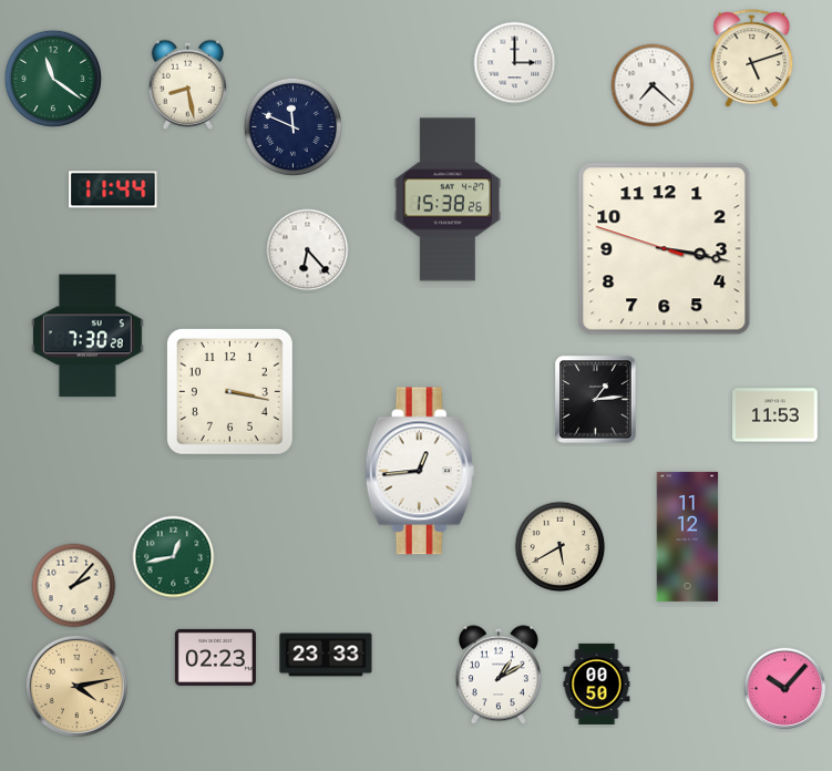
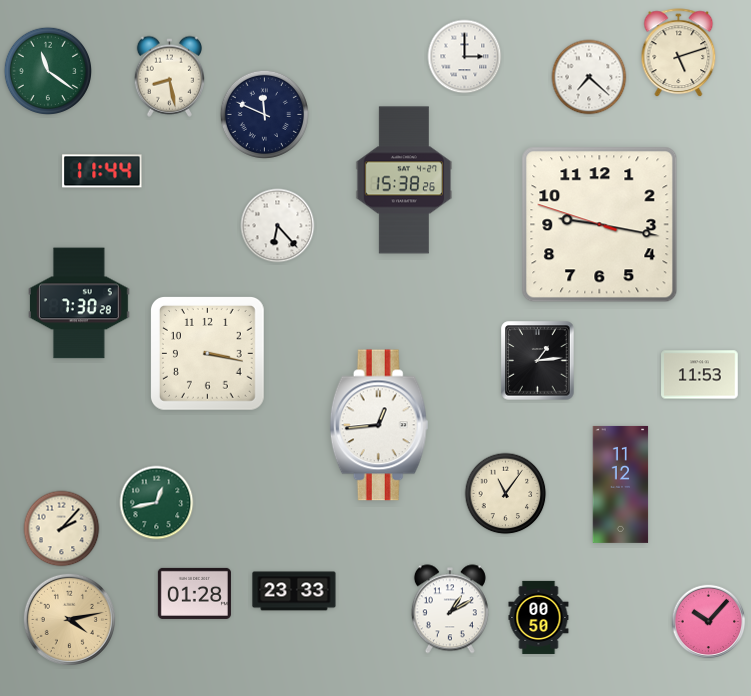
clock at (665, 249): 3:16 -> 9:16
clock at (561, 547): 5:40 -> 11:06
clock at (74, 586) position: (74, 586) -> (62, 529)
clock at (215, 657): 02:23 -> 01:28
